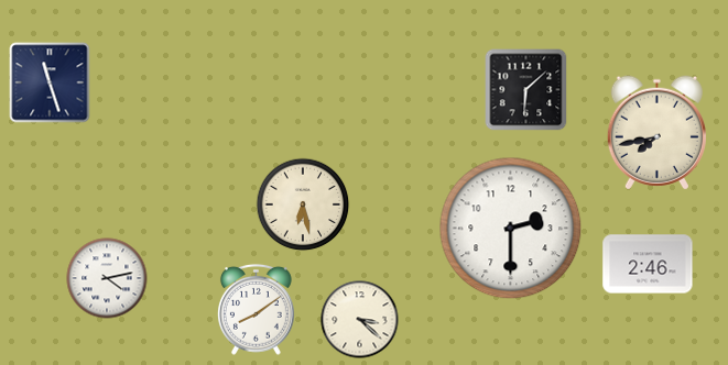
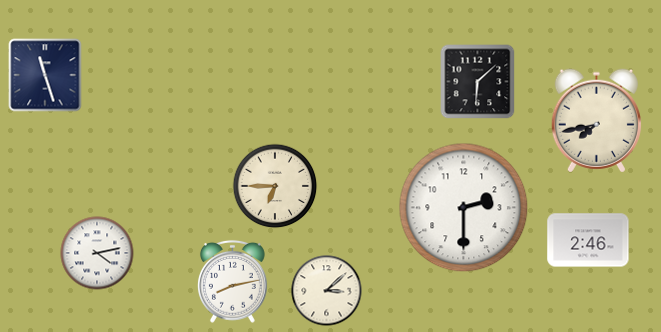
clock at (303, 204): 6:28 -> 6:45
clock at (256, 309): 8:09 -> 8:13
clock at (360, 320): 3:22 -> 3:08
